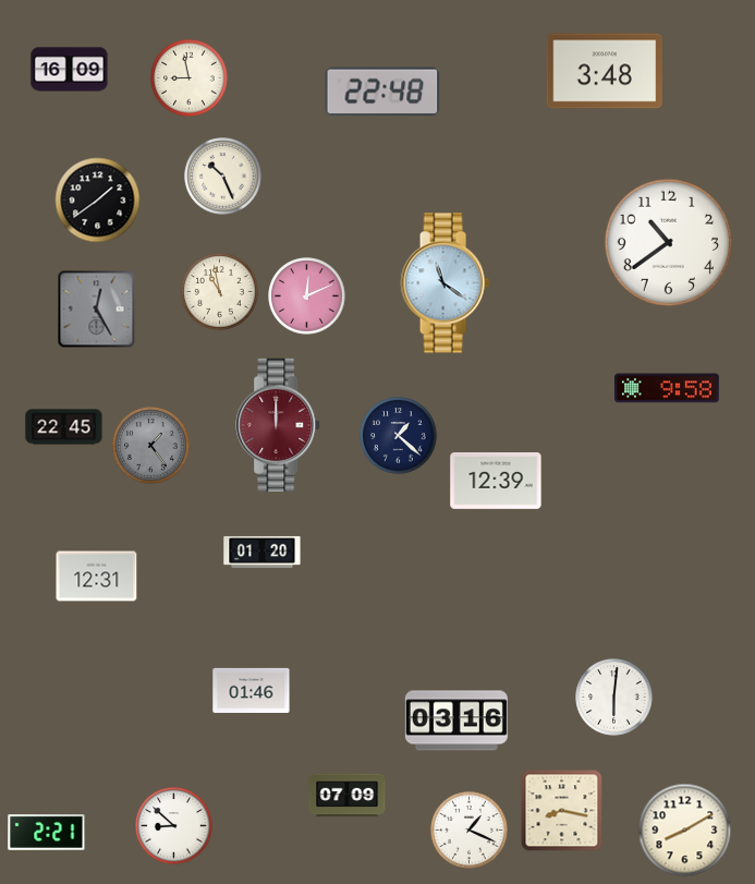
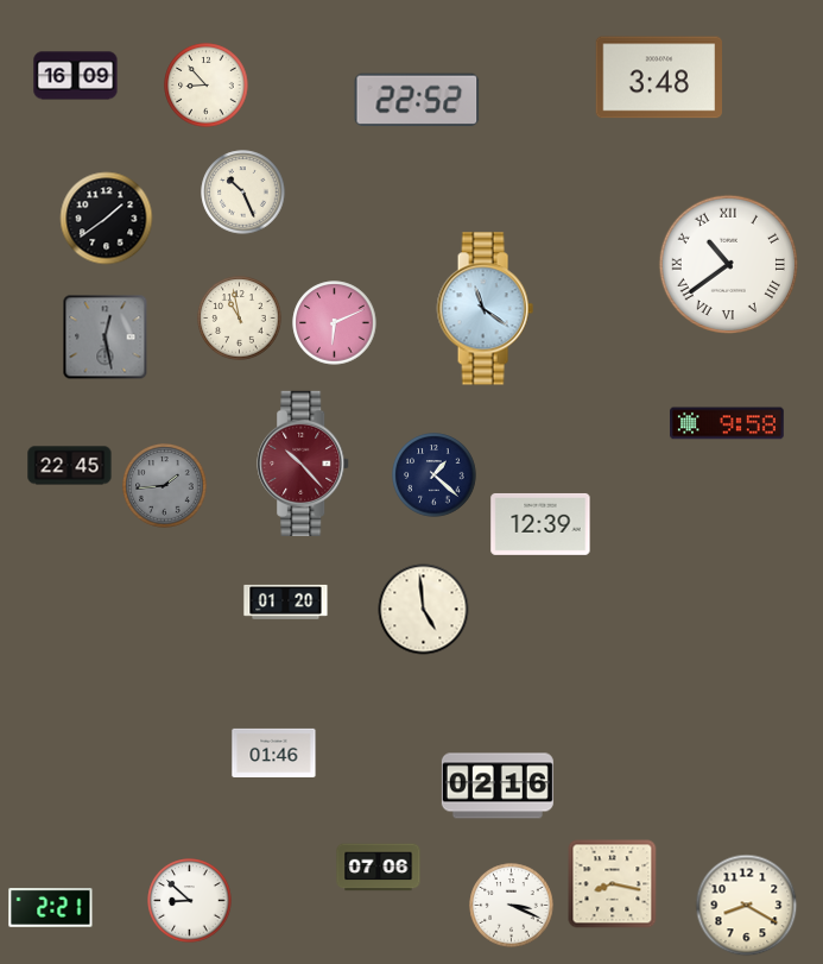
clock at (190, 78): 8:58 -> 8:53
clock at (382, 92): 22:48 -> 22:52
clock at (668, 242) numerals: Arabic -> Roman
clock at (307, 296): 12:11 -> 6:11
clock at (97, 310): 12:25 -> 12:28
clock at (279, 425): 12:00 -> 10:23
clock at (151, 446): 1:24 -> 1:44
clock at (424, 610): none -> 4:59
clock at (97, 577): 12:31 -> none
clock at (614, 698): 6:01 -> none
clock at (456, 720): 03:16 -> 02:16
clock at (348, 796): 07:09 -> 07:06
clock at (470, 831): 1:19 -> 3:19
clock at (685, 831): 8:10 -> 8:20
